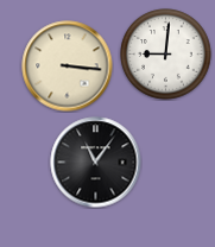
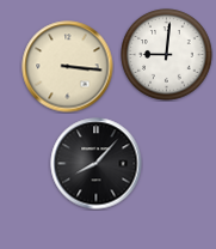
clock at (96, 163): 11:06 -> 8:07
